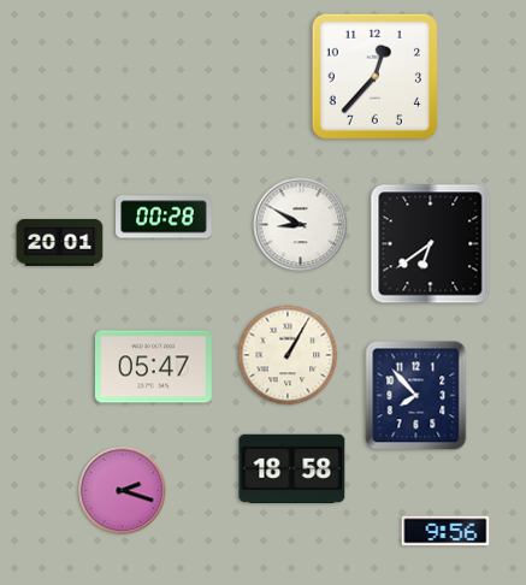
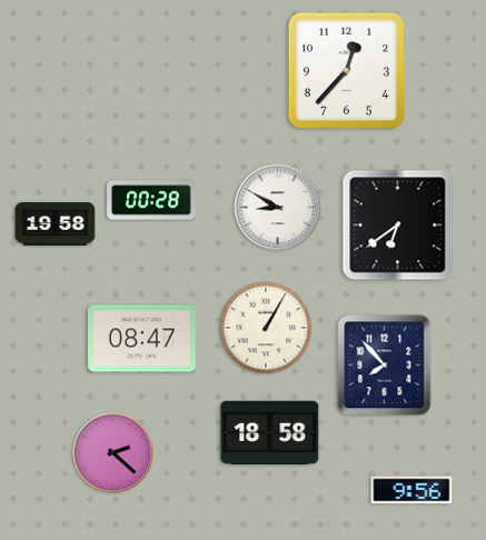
clock at (60, 242): 20:01 -> 19:58
clock at (154, 367): 05:47 -> 08:47
clock at (123, 491): 2:18 -> 2:22
